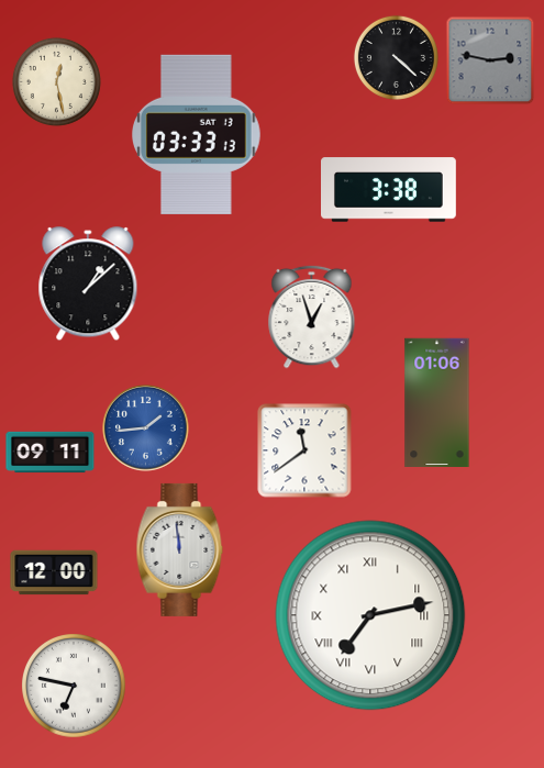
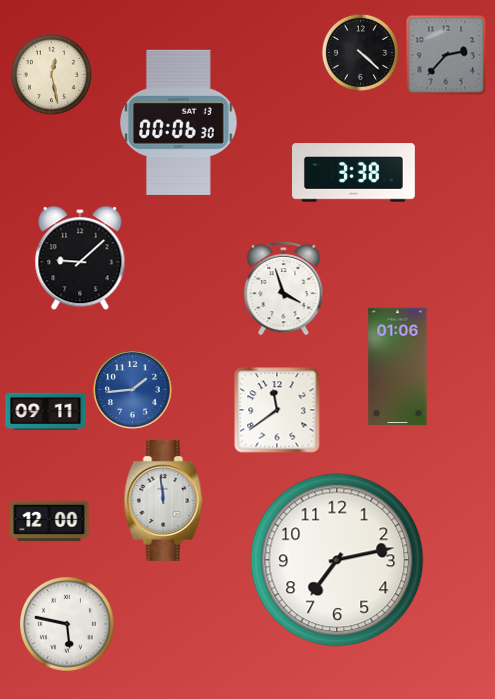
clock at (490, 60): 2:47 -> 2:37
clock at (197, 134): 03:33 -> 00:06
clock at (88, 285): 1:08 -> 9:08
clock at (312, 316): 12:57 -> 3:57
clock at (370, 615) numerals: Roman -> Arabic
clock at (75, 687): 6:47 -> 5:47
